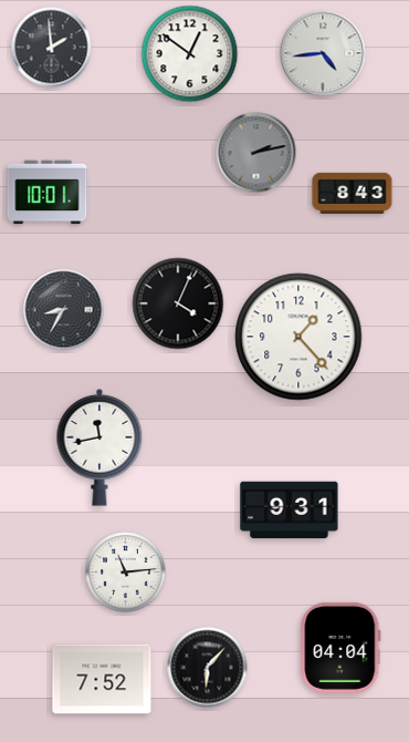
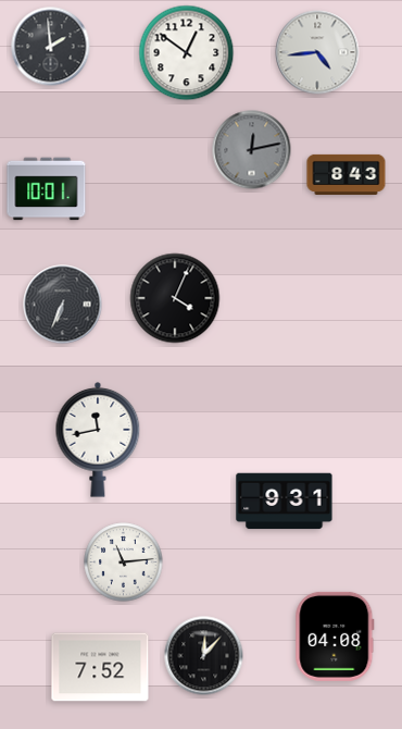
clock at (256, 153): 2:13 -> 12:13
clock at (353, 193) position: (353, 193) -> (347, 174)
clock at (64, 310): 8:35 -> 6:34
clock at (298, 337): 1:23 -> none
clock at (340, 648): 04:04 -> 04:08
clock at (208, 668): 6:07 -> 12:07
